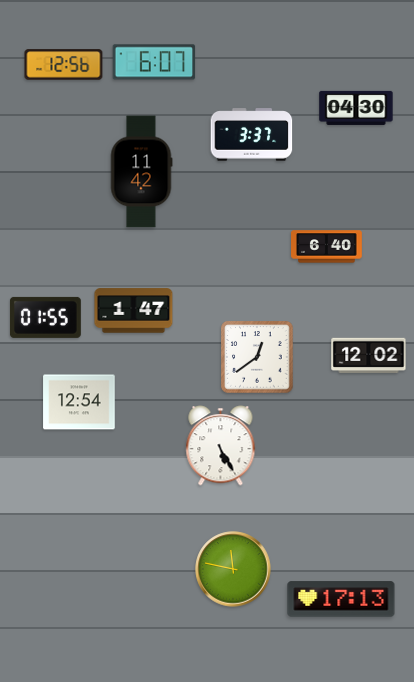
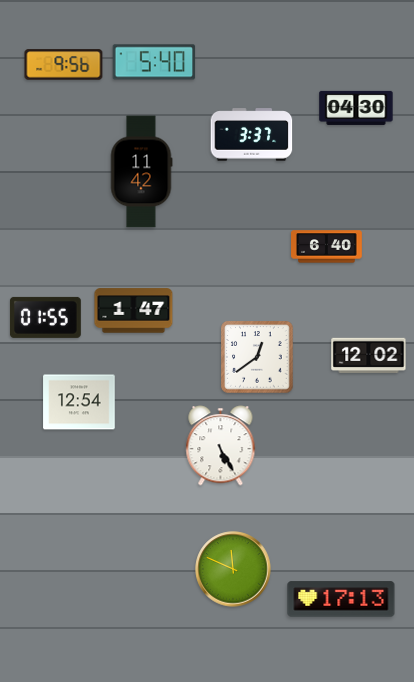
clock at (154, 62): 6:07 -> 5:40
clock at (64, 65): 12:56 -> 9:56
clock at (233, 569): 11:47 -> 11:49
